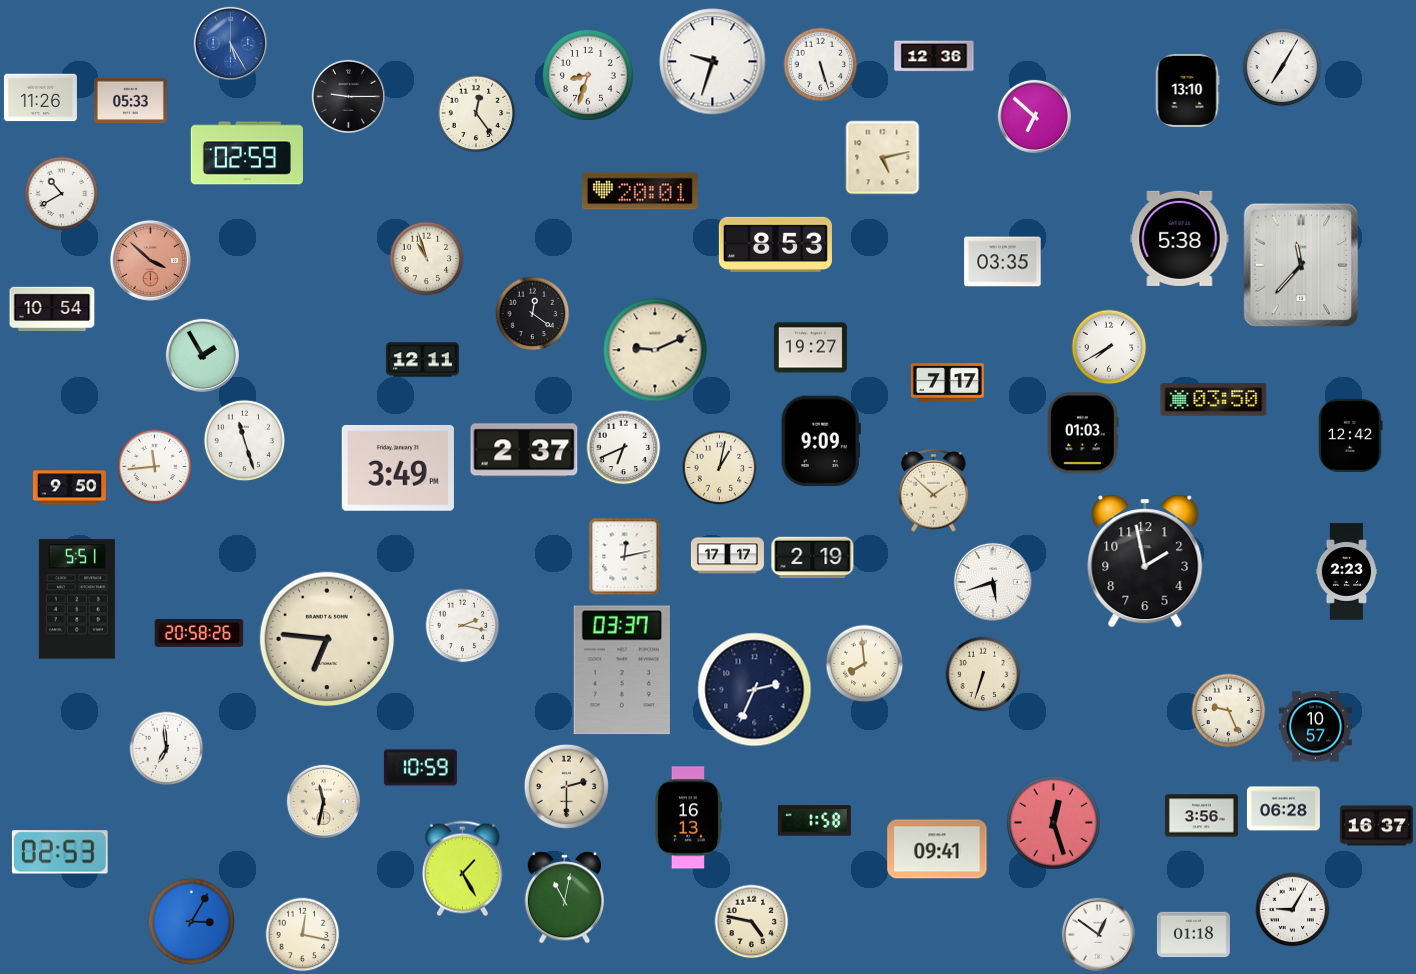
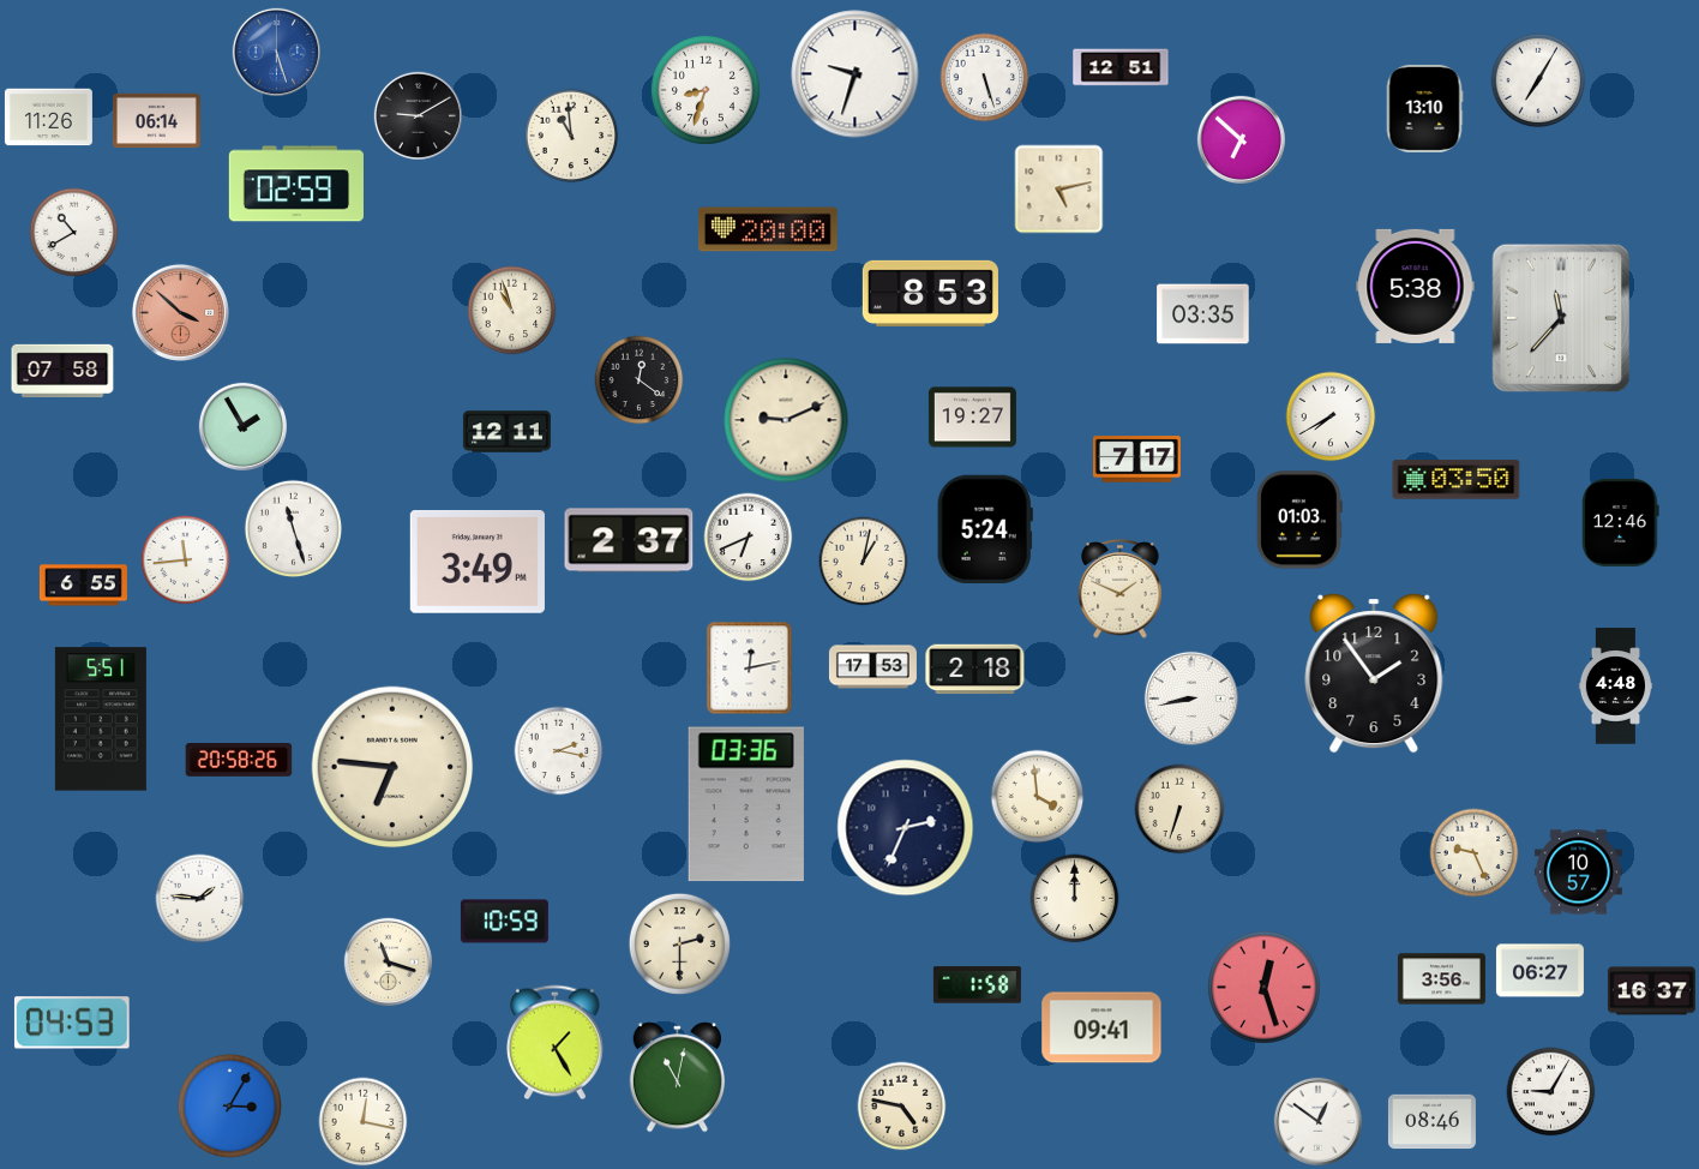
clock at (230, 43): 5:25 -> 5:27
clock at (934, 56): 12:36 -> 12:51
clock at (348, 96): 9:15 -> 9:10
clock at (130, 101): 05:33 -> 06:14
clock at (476, 113): 12:24 -> 10:59
clock at (640, 191): 20:01 -> 20:00
clock at (52, 309): 10:54 -> 07:58
clock at (533, 314) position: (533, 314) -> (640, 380)
clock at (1351, 435): 12:42 -> 12:46
clock at (821, 441): 9:09 -> 5:24
clock at (69, 488): 9:50 -> 6:55
clock at (934, 491): 1:52 -> 1:49
clock at (727, 556): 17:17 -> 17:53
clock at (813, 558): 2:19 -> 2:18
clock at (1145, 561): 1:58 -> 1:54
clock at (1347, 572): 2:23 -> 4:48
clock at (993, 582): 5:42 -> 8:43
clock at (77, 599) position: (77, 599) -> (101, 719)
clock at (463, 626) position: (463, 626) -> (559, 751)
clock at (865, 664): 7:59 -> 3:59
clock at (622, 670): 03:37 -> 03:36
clock at (167, 749): 6:59 -> 1:46
clock at (1075, 899): none -> 12:00
clock at (323, 801): 11:32 -> 11:18
clock at (1283, 809): 06:28 -> 06:27
clock at (687, 818): 16:13 -> none
clock at (937, 849) position: (937, 849) -> (1101, 1027)
clock at (60, 852): 02:53 -> 04:53
clock at (1193, 935): 01:18 -> 08:46
